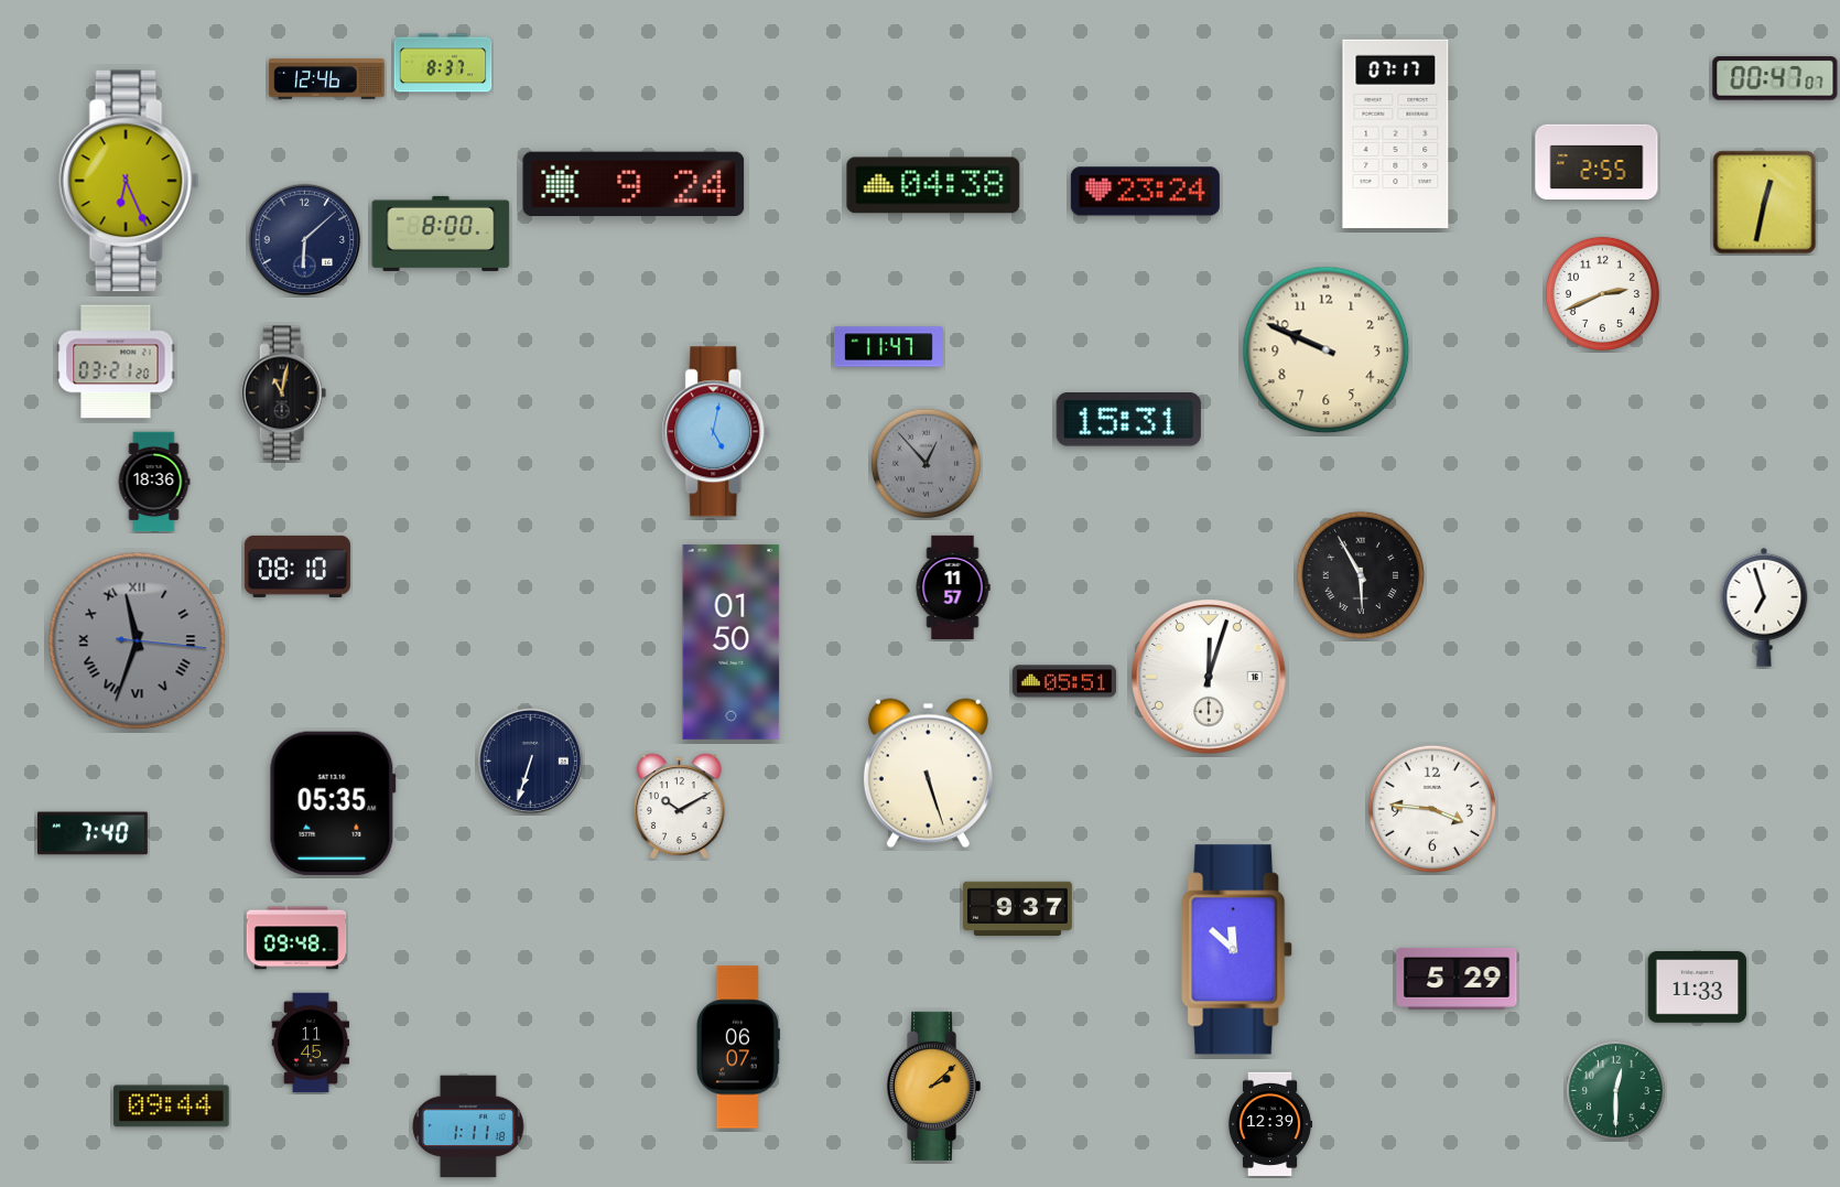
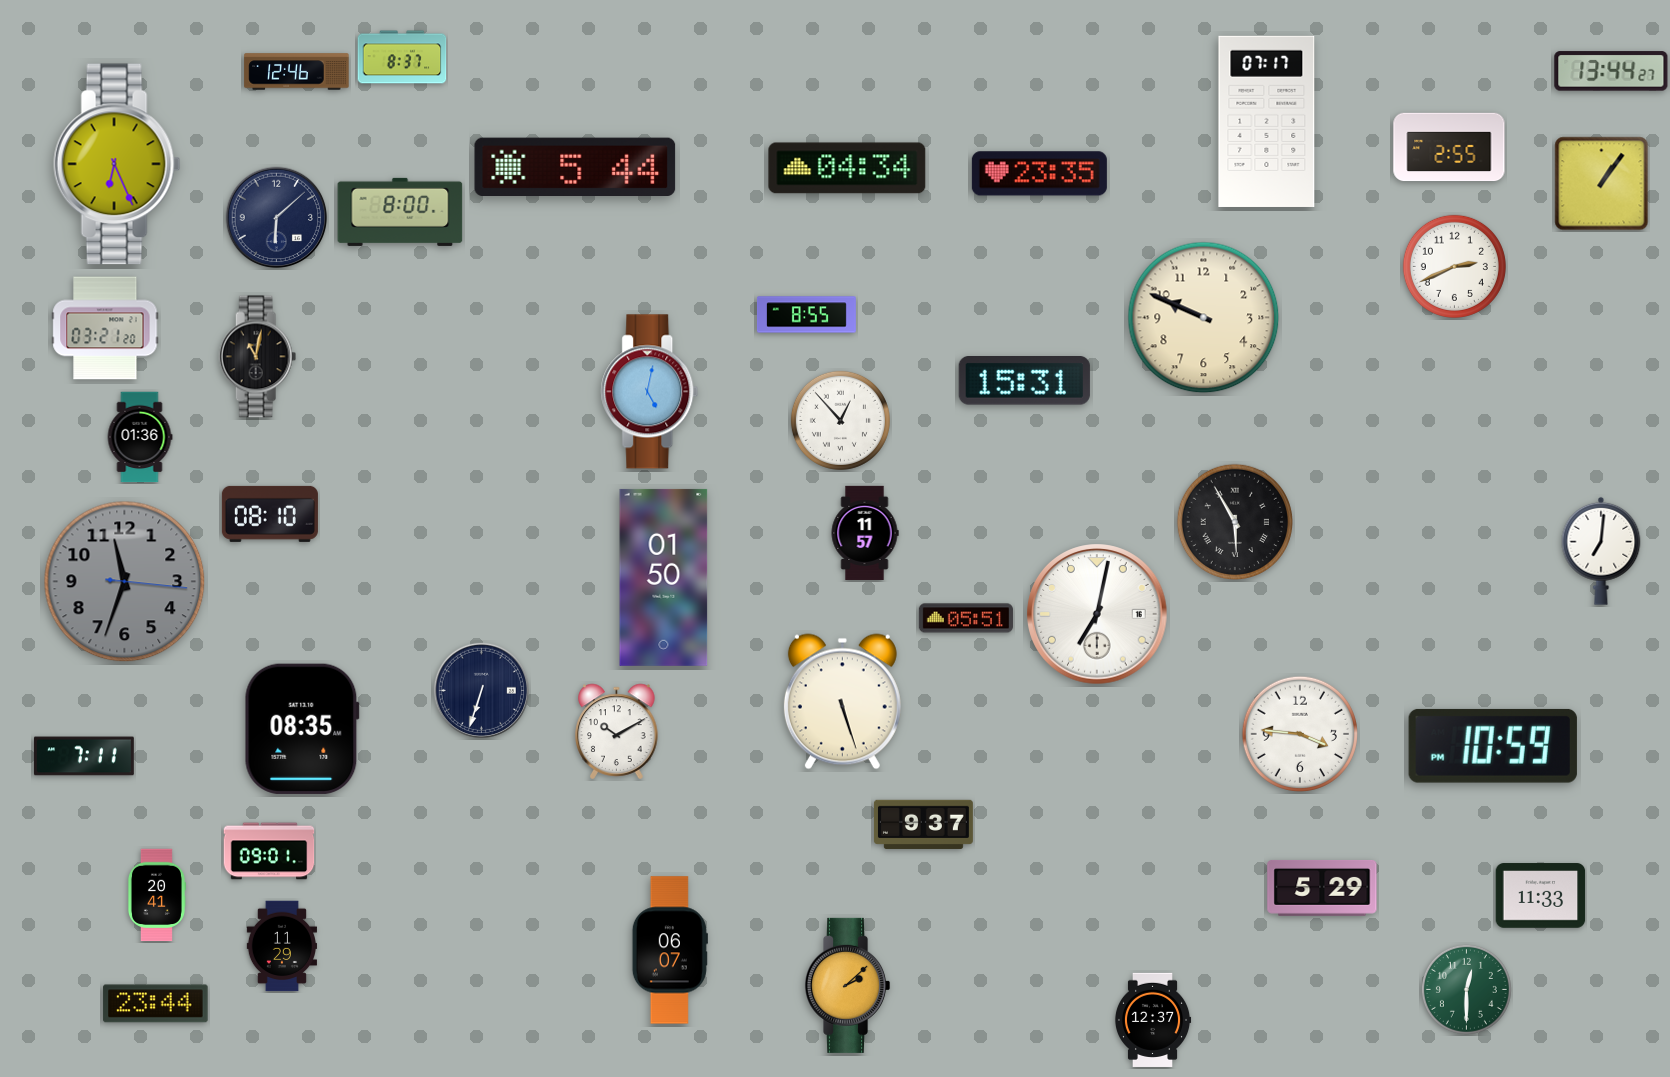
clock at (1775, 78): 00:47 -> 13:44
clock at (634, 184): 9:24 -> 5:44
clock at (933, 185): 04:38 -> 04:34
clock at (1145, 192): 23:24 -> 23:35
clock at (1765, 203): 12:32 -> 1:06
clock at (888, 347): 11:47 -> 8:55
clock at (926, 463) dial: grey -> white
clock at (154, 482): 18:36 -> 01:36
clock at (1764, 607): 6:57 -> 7:01
clock at (138, 641) numerals: Roman -> Arabic
clock at (732, 641) position: (732, 641) -> (664, 577)
clock at (1209, 677): 12:03 -> 7:02
clock at (333, 803): 05:35 -> 08:35
clock at (1493, 746): none -> 10:59
clock at (93, 833): 7:40 -> 7:11
clock at (296, 938): 09:48 -> 09:01
clock at (1237, 950): 11:52 -> none
clock at (156, 895): none -> 20:41
clock at (311, 1043): 11:45 -> 11:29
clock at (172, 1107): 09:44 -> 23:44
clock at (1270, 1124): 12:39 -> 12:37
clock at (469, 1126): 1:11 -> none
